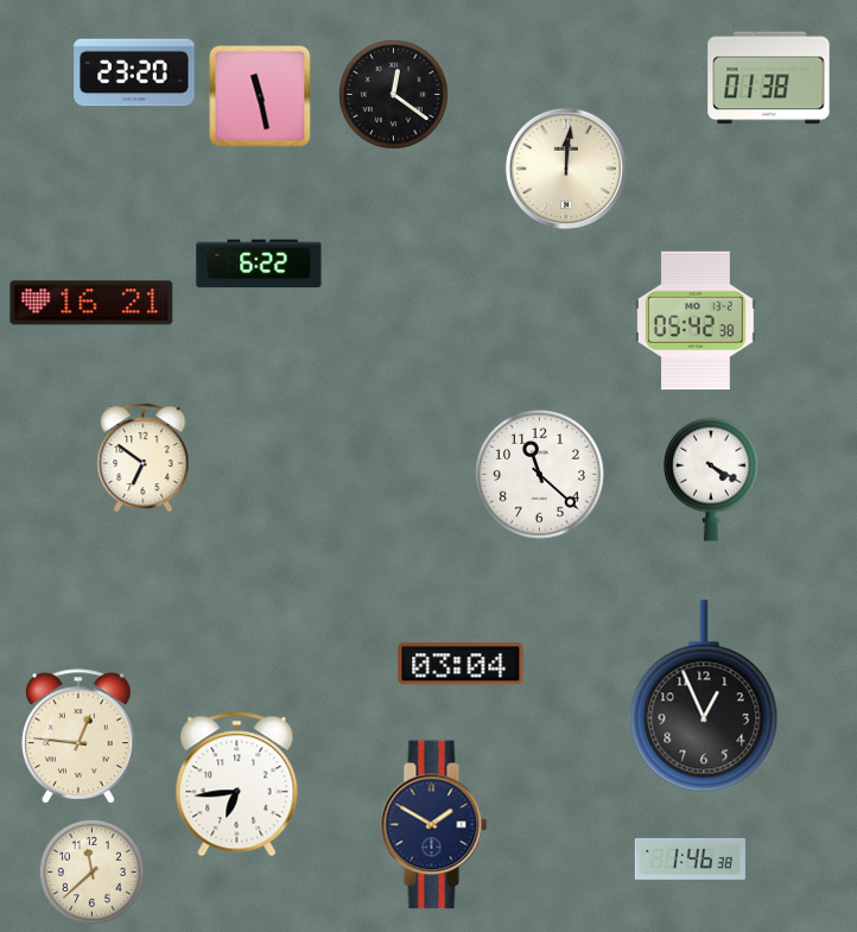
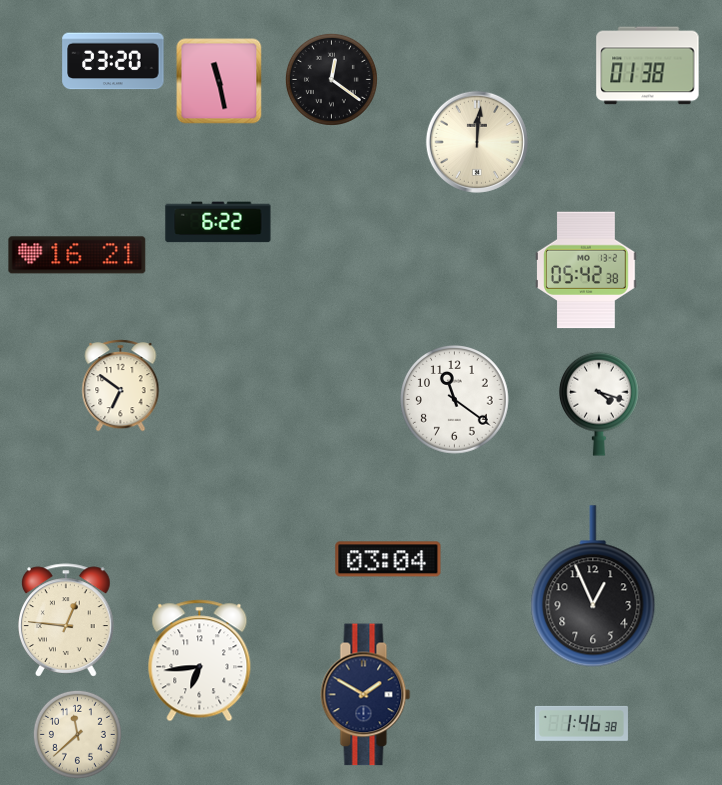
clock at (540, 475): 11:22 -> 11:21
clock at (711, 480): 4:20 -> 4:18
